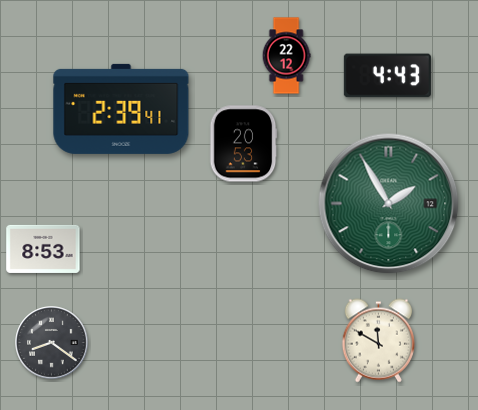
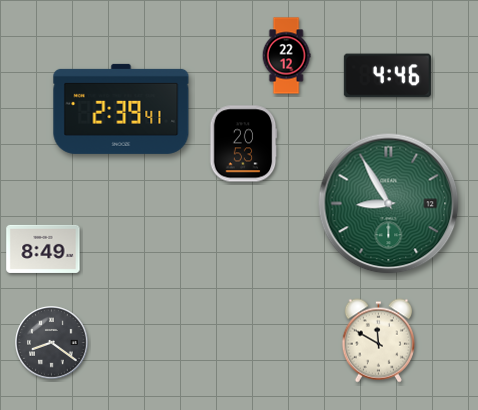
clock at (387, 76): 4:43 -> 4:46
clock at (389, 204): 1:55 -> 8:55
clock at (43, 249): 8:53 -> 8:49
